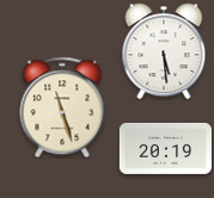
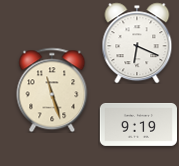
clock at (164, 51): 5:29 -> 6:19
clock at (165, 148): 20:19 -> 9:19
